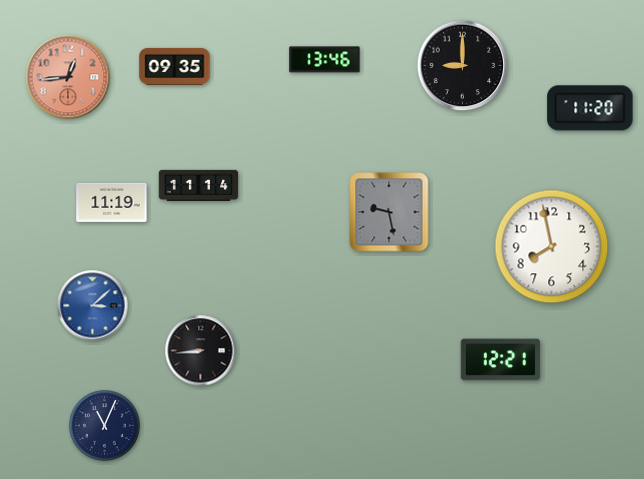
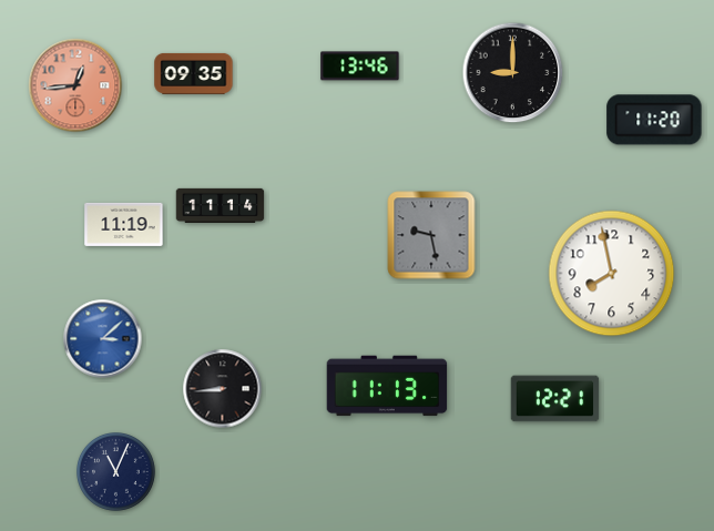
clock at (387, 386): none -> 11:13
